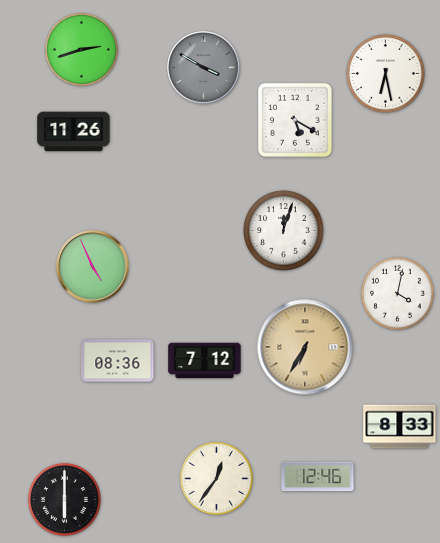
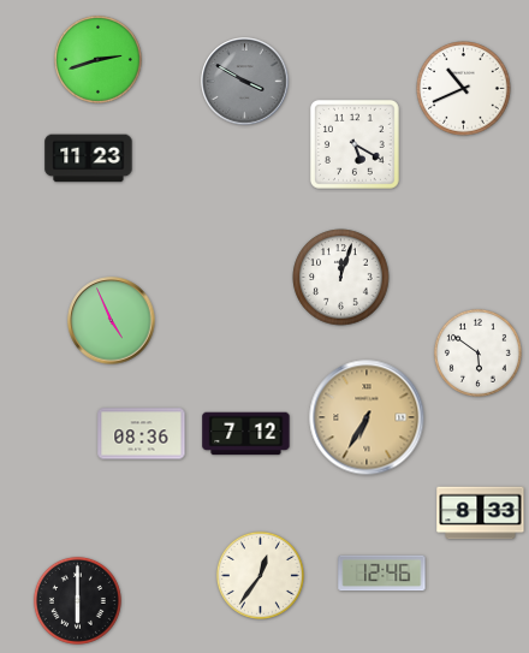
clock at (386, 74): 6:28 -> 10:41
clock at (74, 132): 11:26 -> 11:23
clock at (397, 293): 4:02 -> 5:51
